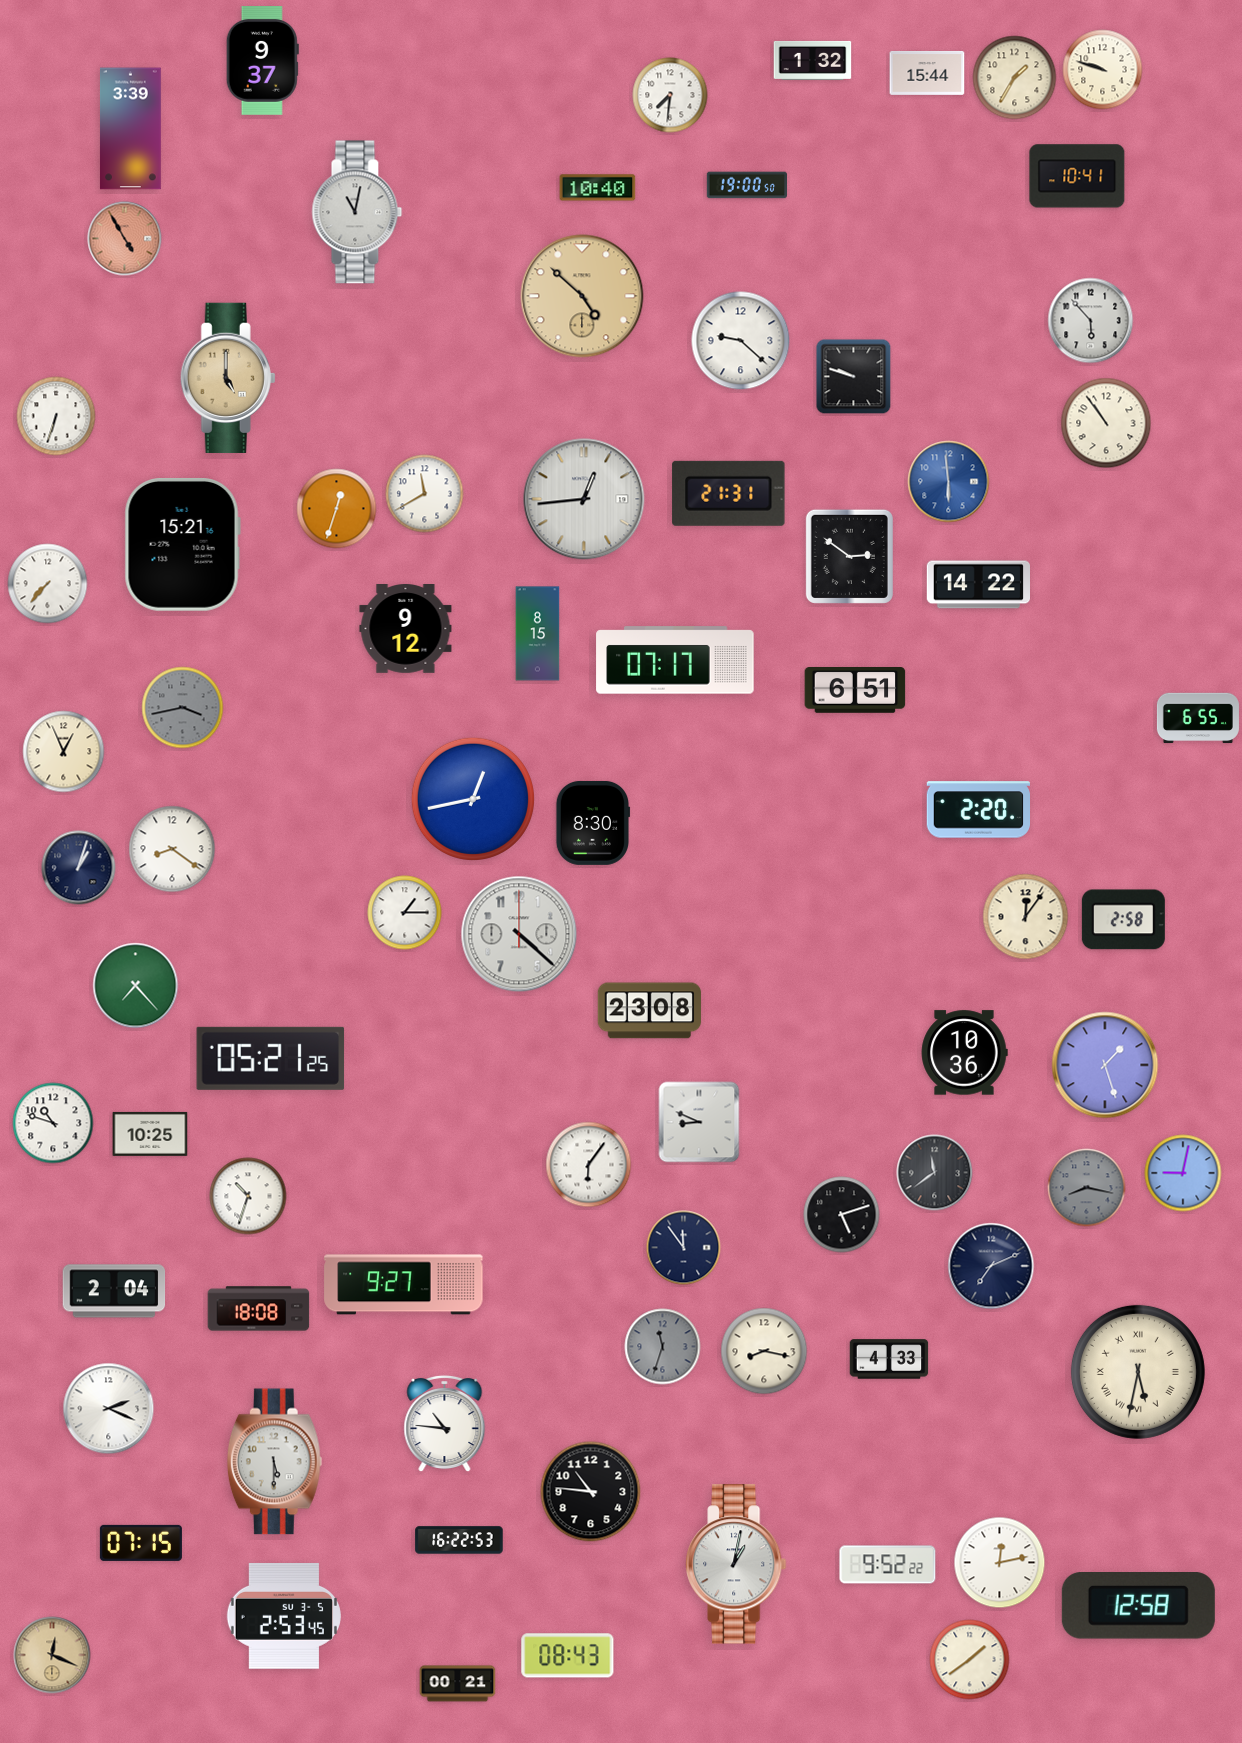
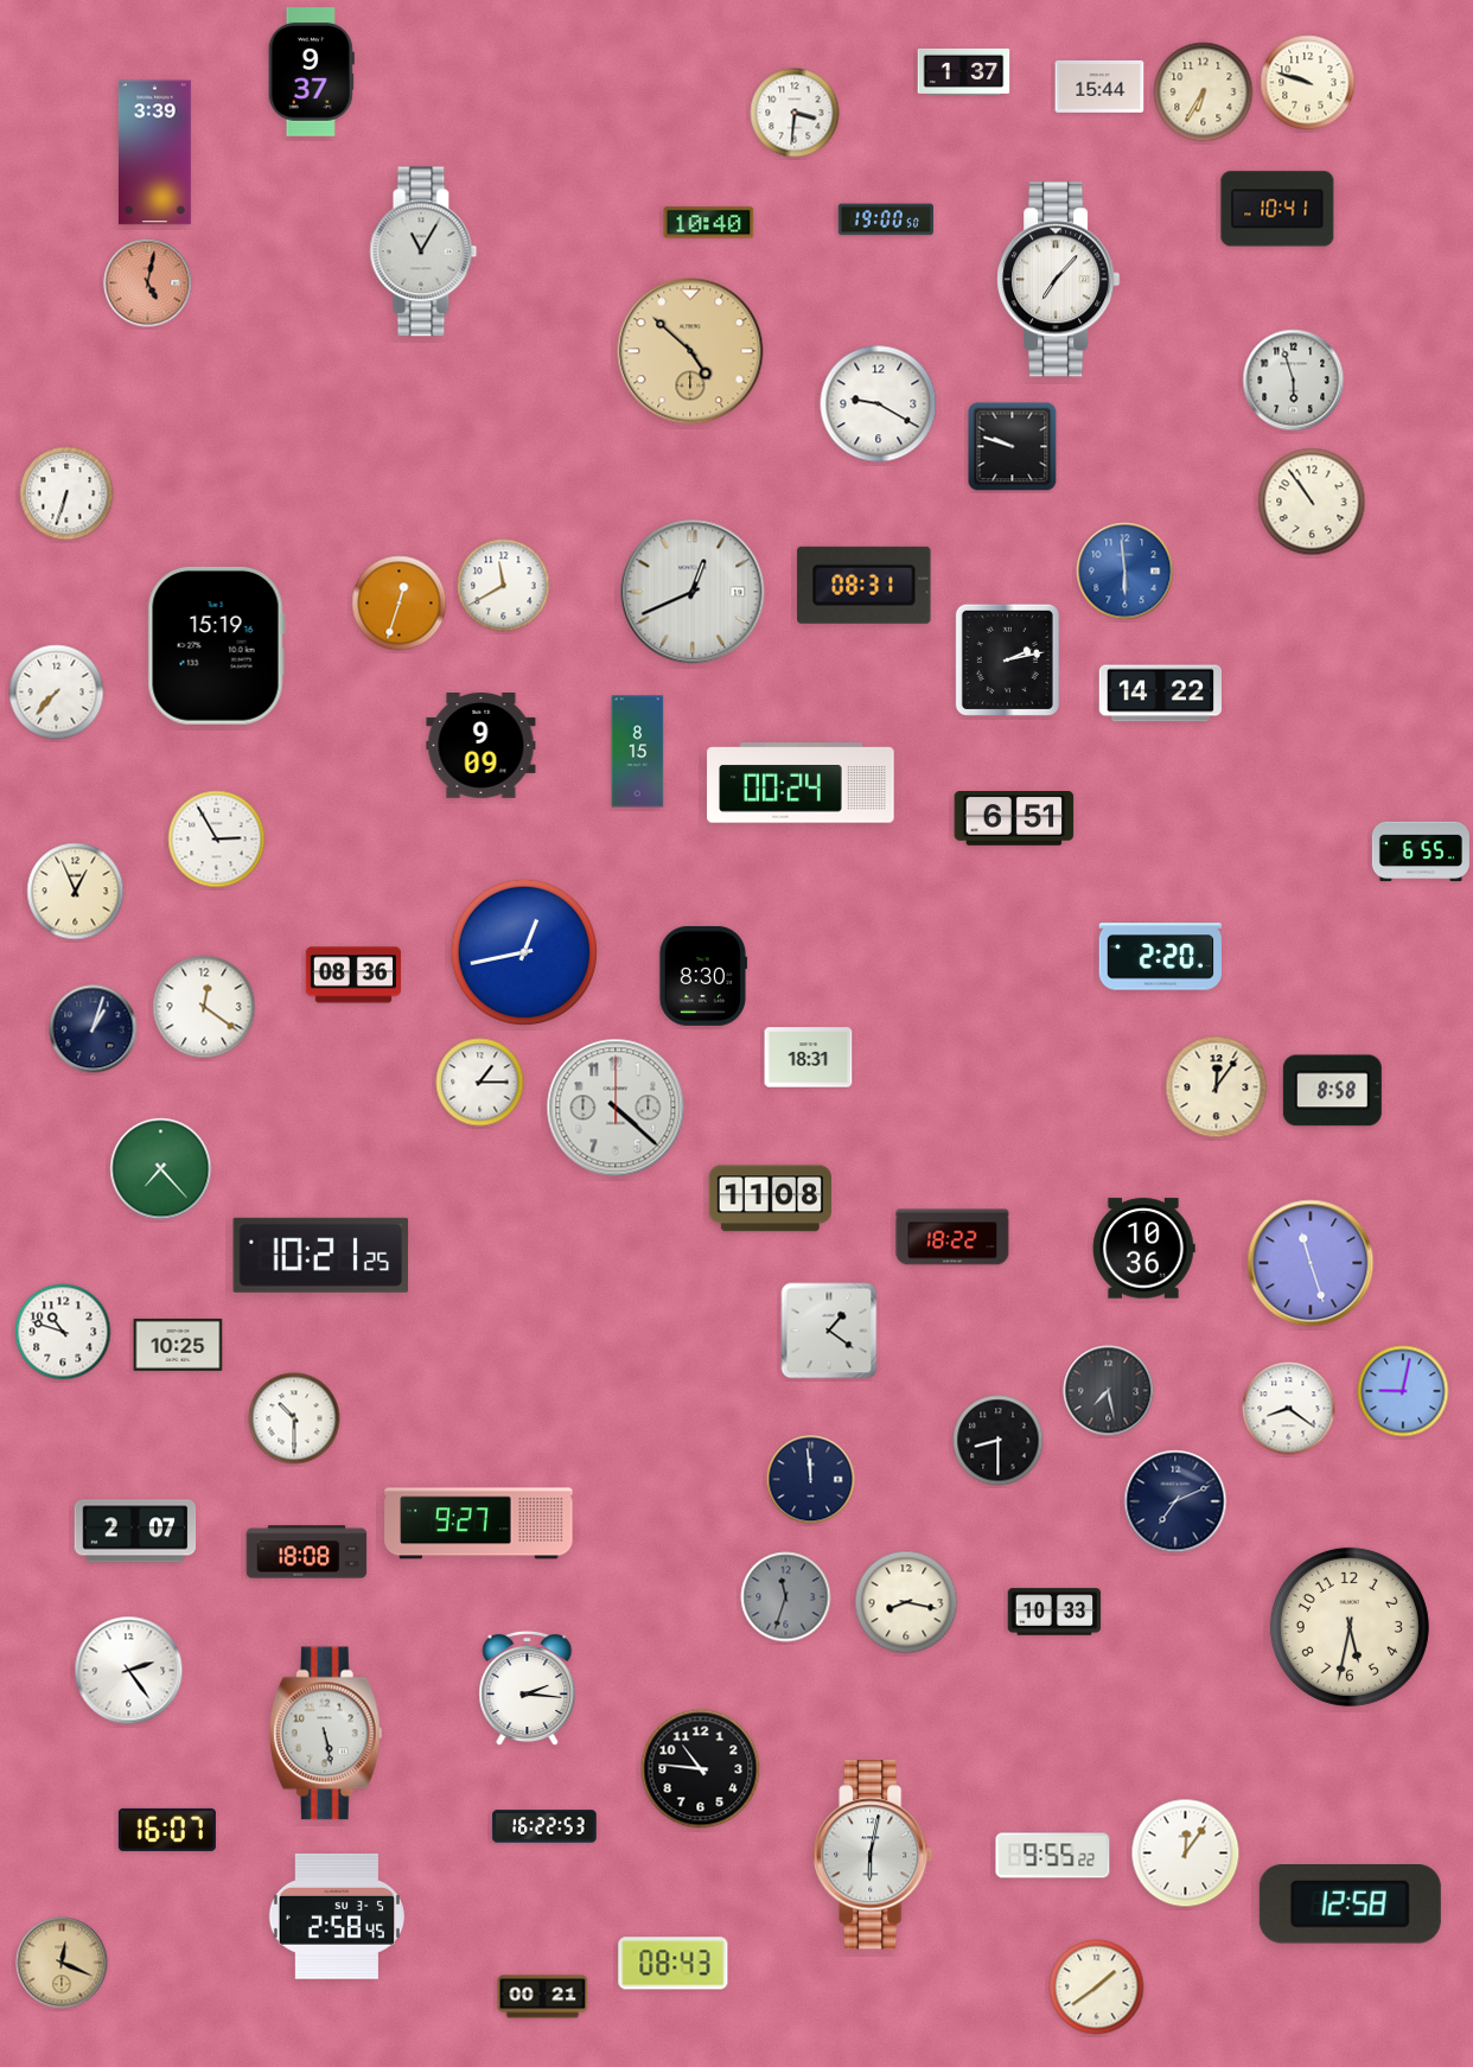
clock at (813, 60): 1:32 -> 1:37
clock at (1015, 78): 1:35 -> 6:35
clock at (670, 95): 7:31 -> 3:31
clock at (357, 212): 11:02 -> 11:05
clock at (1059, 280): none -> 7:07
clock at (125, 239): 4:55 -> 5:02
clock at (1091, 321): 5:53 -> 5:57
clock at (741, 341): 9:22 -> 9:20
clock at (228, 378): 5:00 -> none
clock at (729, 493): 21:31 -> 08:31
clock at (584, 499): 12:44 -> 12:41
clock at (182, 544): 15:21 -> 15:19
clock at (849, 556): 2:51 -> 2:13
clock at (406, 629): 9:12 -> 9:09
clock at (675, 660): 07:17 -> 00:24
clock at (183, 708): 3:43 -> 2:55
clock at (183, 708) dial: grey -> white
clock at (473, 799) position: (473, 799) -> (524, 952)
clock at (978, 810) position: (978, 810) -> (1160, 957)
clock at (352, 975): none -> 08:36
clock at (172, 849): 8:21 -> 12:21
clock at (809, 1058): none -> 18:31
clock at (1123, 920): 2:58 -> 8:58
clock at (649, 1011): 23:08 -> 11:08
clock at (952, 1237): none -> 18:22
clock at (271, 1058): 05:21 -> 10:21
clock at (1105, 1065): 1:27 -> 11:27
clock at (699, 1122): 8:49 -> 1:21
clock at (589, 1165): 6:06 -> none
clock at (935, 1173): 11:39 -> 7:28
clock at (1087, 1188): 8:17 -> 8:21
clock at (1087, 1188) dial: grey -> white
clock at (248, 1196): 10:33 -> 10:30
clock at (842, 1215): 5:12 -> 8:30
clock at (684, 1248): 11:54 -> 11:59
clock at (114, 1291): 2:04 -> 2:07
clock at (889, 1359): 4:33 -> 10:33
clock at (1138, 1372) numerals: Roman -> Arabic
clock at (109, 1409): 2:19 -> 2:24
clock at (445, 1424): 10:46 -> 2:16
clock at (274, 1462): 5:30 -> 5:28
clock at (141, 1543): 07:15 -> 16:07
clock at (1000, 1563): 12:13 -> 12:06
clock at (736, 1564): 1:02 -> 6:02
clock at (888, 1565): 9:52 -> 9:55
clock at (284, 1616): 2:53 -> 2:58
clock at (970, 1660) position: (970, 1660) -> (1097, 1988)
